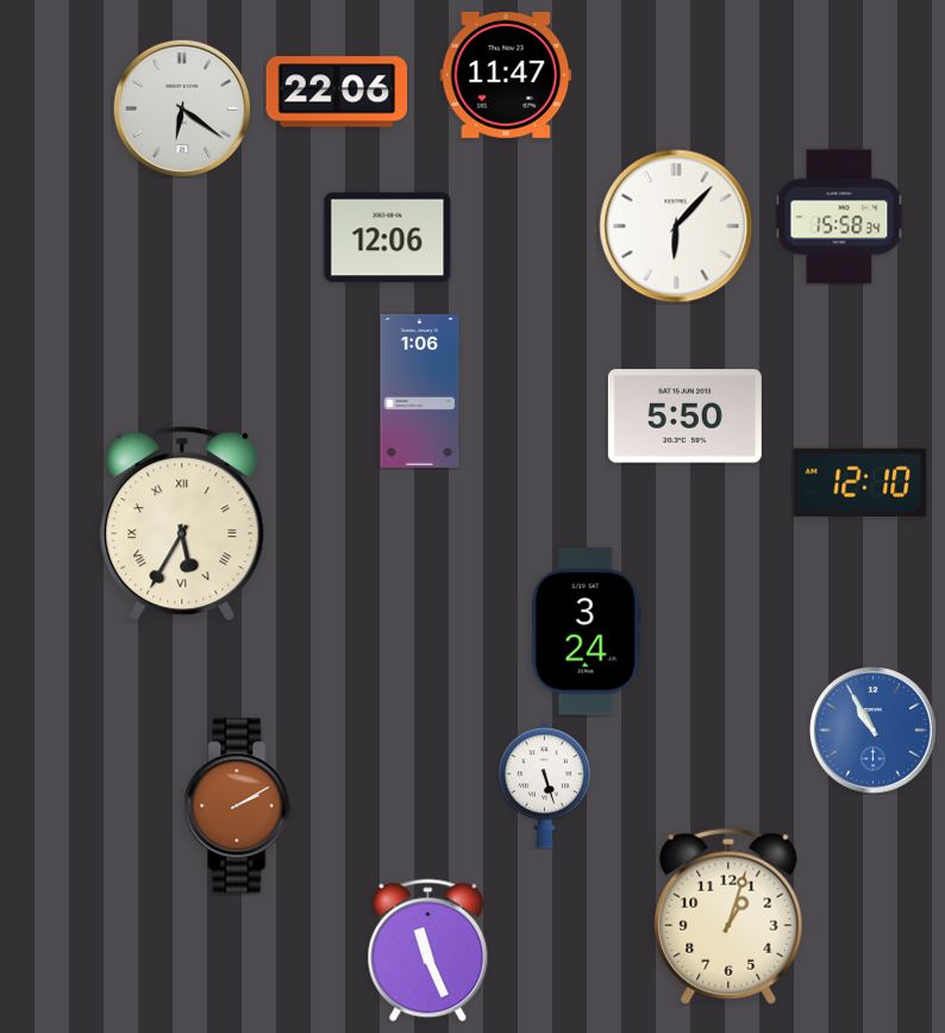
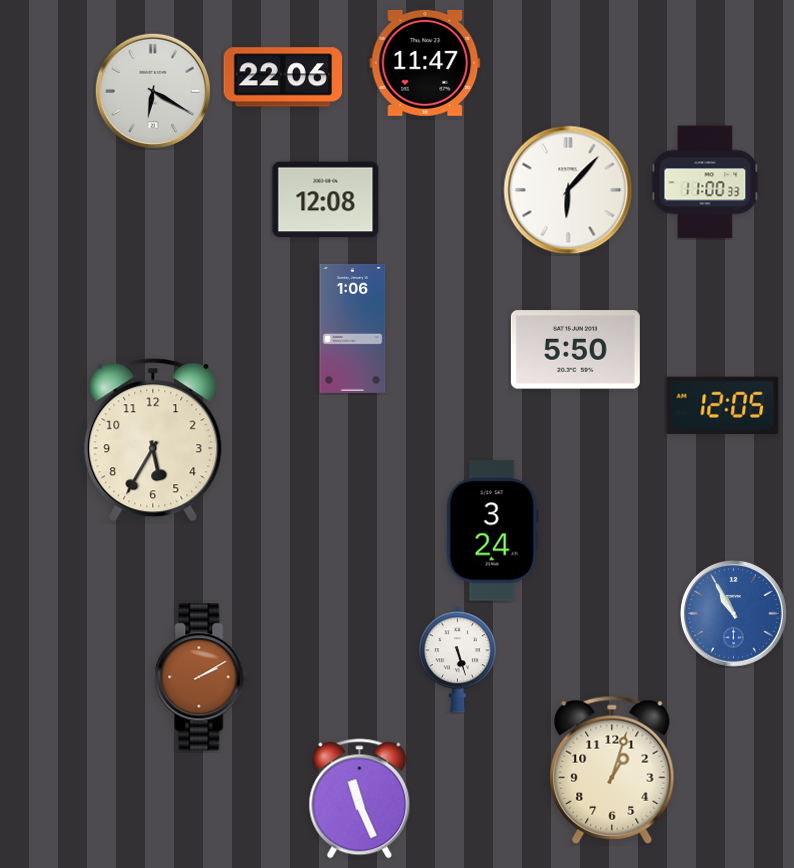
clock at (182, 108): 6:21 -> 6:20
clock at (839, 217): 15:58 -> 11:00
clock at (388, 238): 12:06 -> 12:08
clock at (860, 482): 12:10 -> 12:05
clock at (182, 524) numerals: Roman -> Arabic
